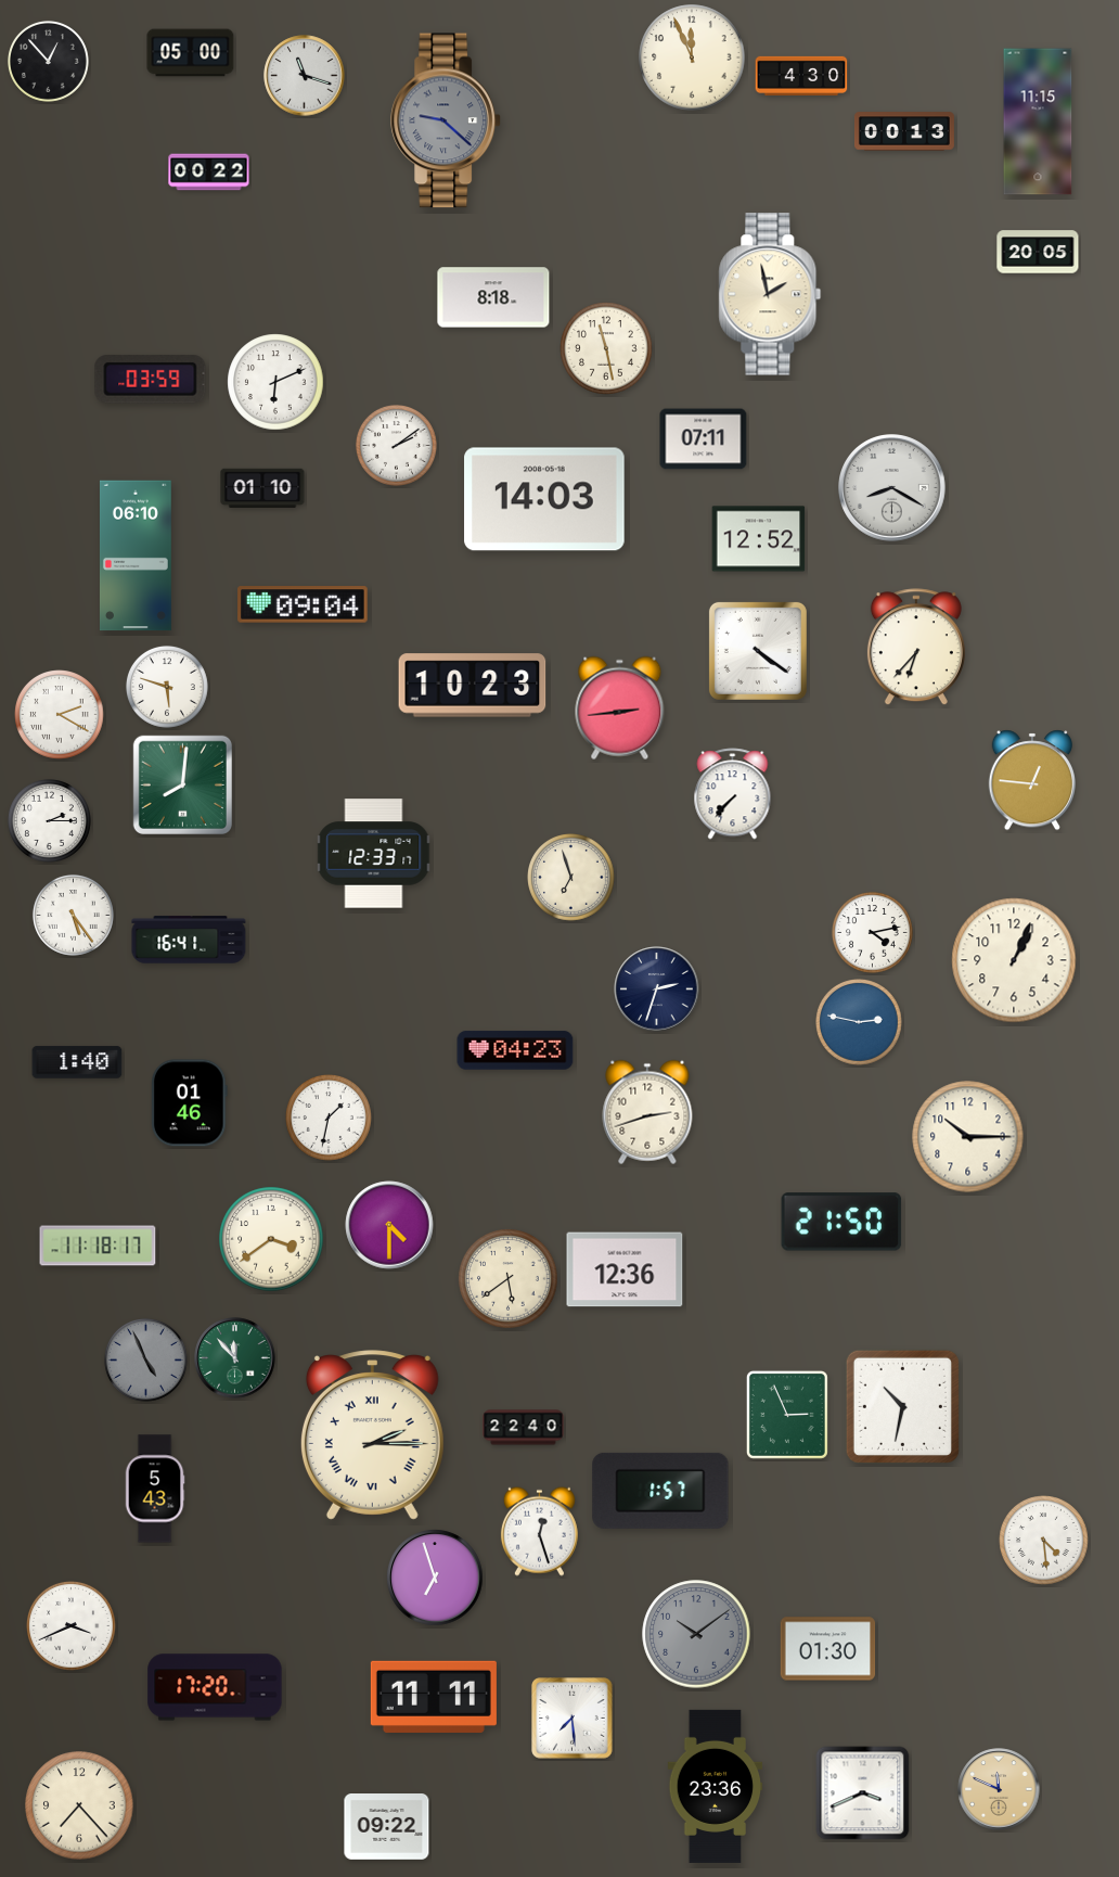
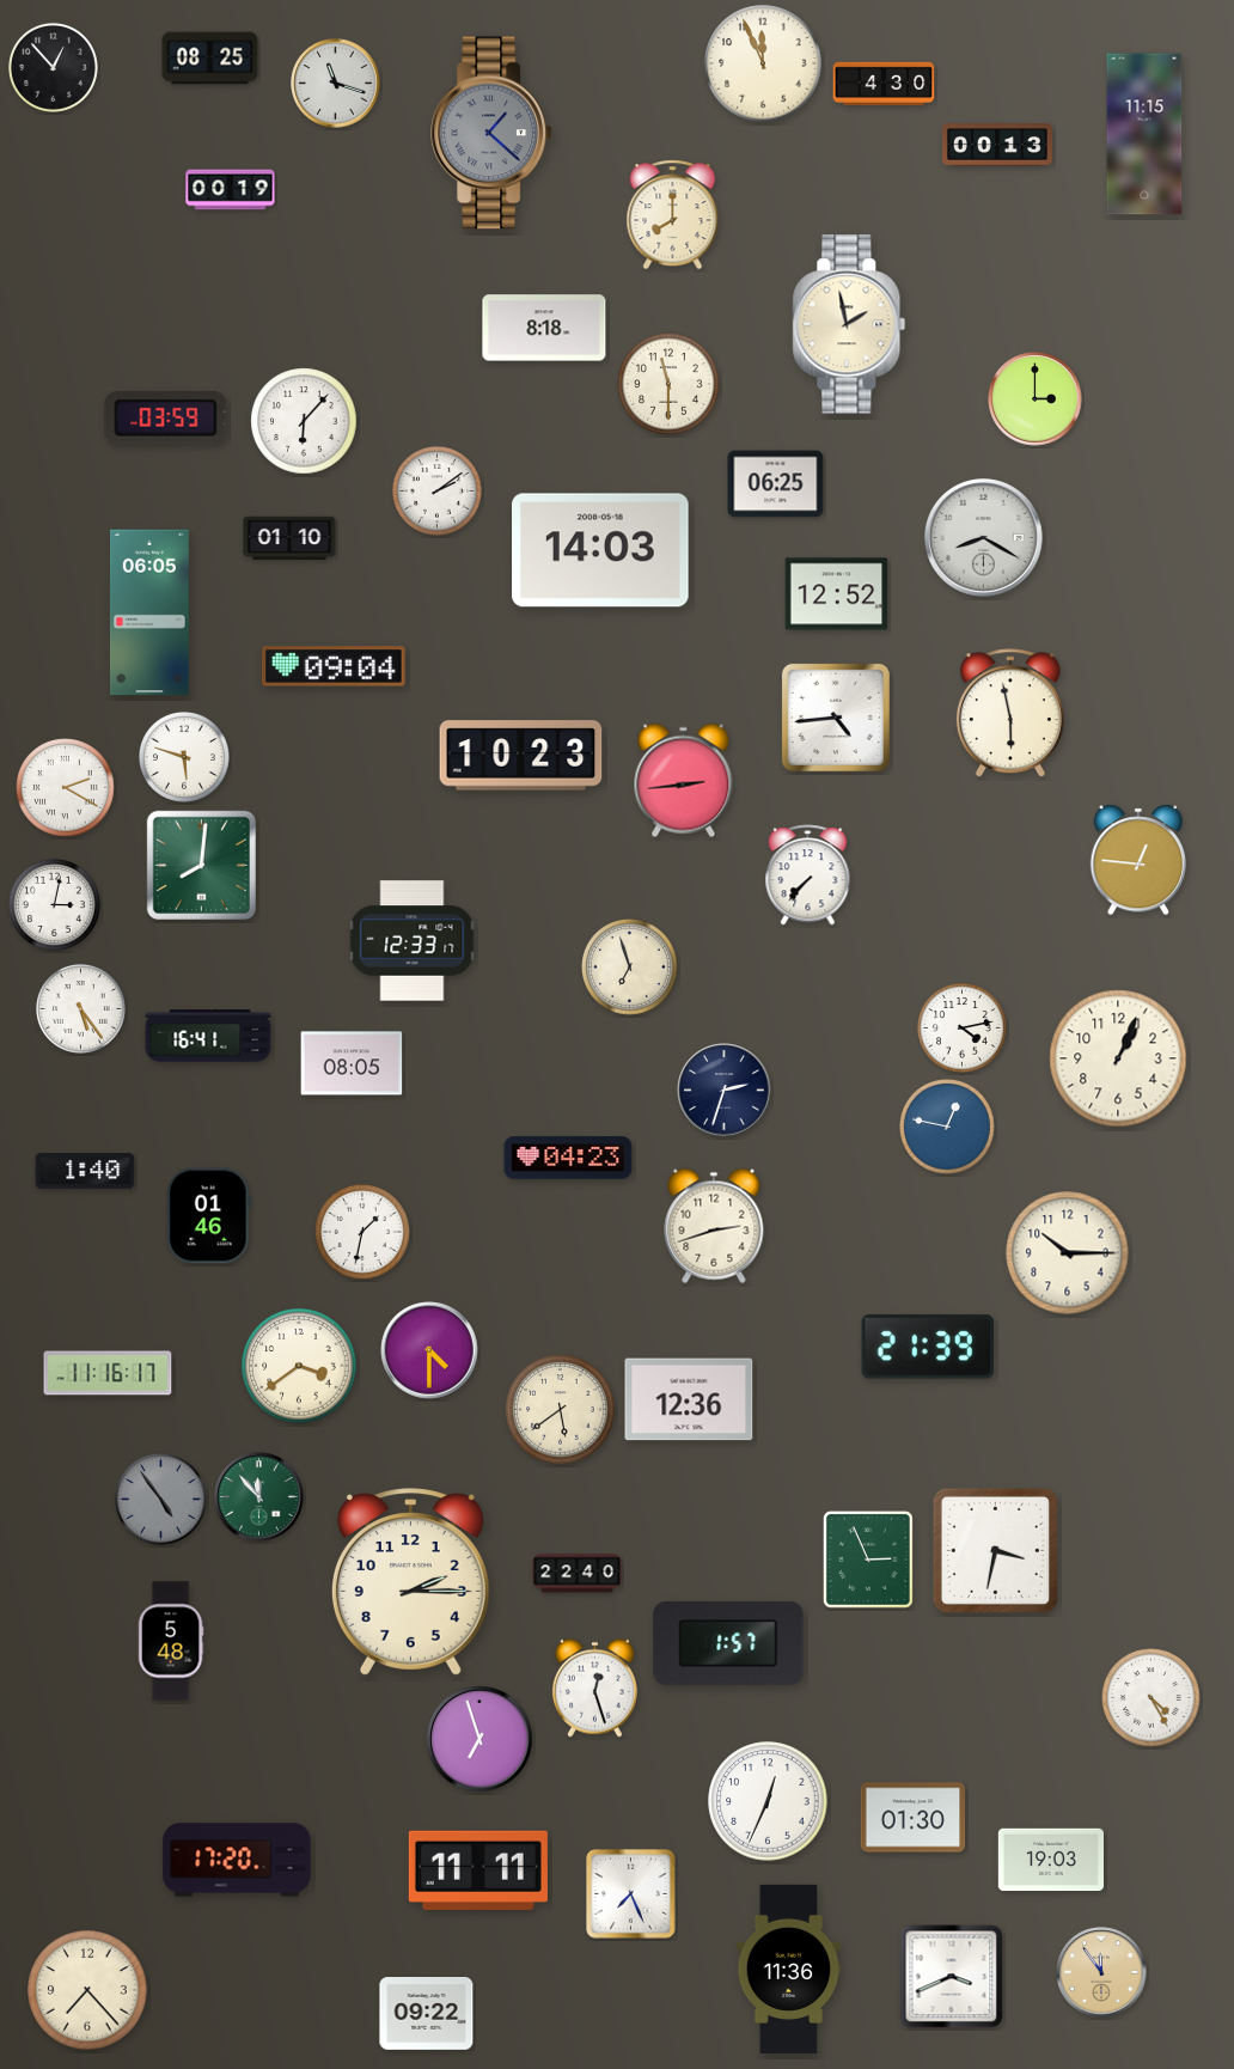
clock at (191, 53): 05:00 -> 08:25
clock at (446, 120): 9:22 -> 1:22
clock at (209, 173): 00:22 -> 00:19
clock at (673, 215): none -> 8:00
clock at (1038, 252): 20:05 -> none
clock at (606, 348): 11:28 -> 11:30
clock at (1036, 399): none -> 3:00
clock at (275, 382): 6:11 -> 6:07
clock at (704, 439): 07:11 -> 06:25
clock at (136, 556): 06:10 -> 06:05
clock at (916, 648): 6:37 -> 5:58
clock at (758, 651): 4:21 -> 4:44
clock at (50, 821): 2:15 -> 3:02
clock at (352, 1063): none -> 08:05
clock at (860, 1023): 2:47 -> 12:47
clock at (841, 1222): 21:50 -> 21:39
clock at (98, 1246): 11:18 -> 11:16
clock at (146, 1361): 4:56 -> 4:54
clock at (902, 1406): 10:32 -> 3:32
clock at (372, 1435) numerals: Roman -> Arabic
clock at (155, 1489): 5:43 -> 5:48
clock at (1044, 1541): 4:29 -> 4:25
clock at (72, 1626): 3:41 -> none
clock at (696, 1634): 10:09 -> 12:34
clock at (696, 1634) dial: grey -> white
clock at (1050, 1860): none -> 19:03
clock at (573, 1719): 7:29 -> 7:26
clock at (716, 1786): 23:36 -> 11:36
clock at (999, 1789): 11:49 -> 11:54
